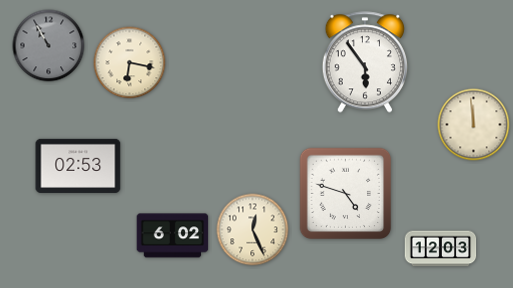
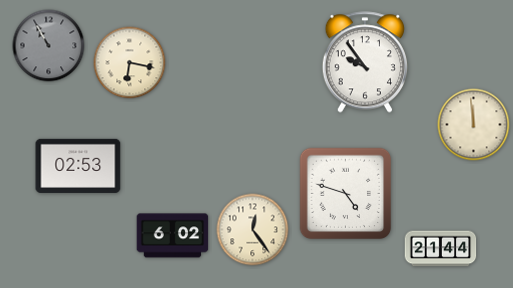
clock at (364, 62): 5:54 -> 9:54
clock at (253, 230): 12:26 -> 12:24
clock at (441, 249): 12:03 -> 21:44
